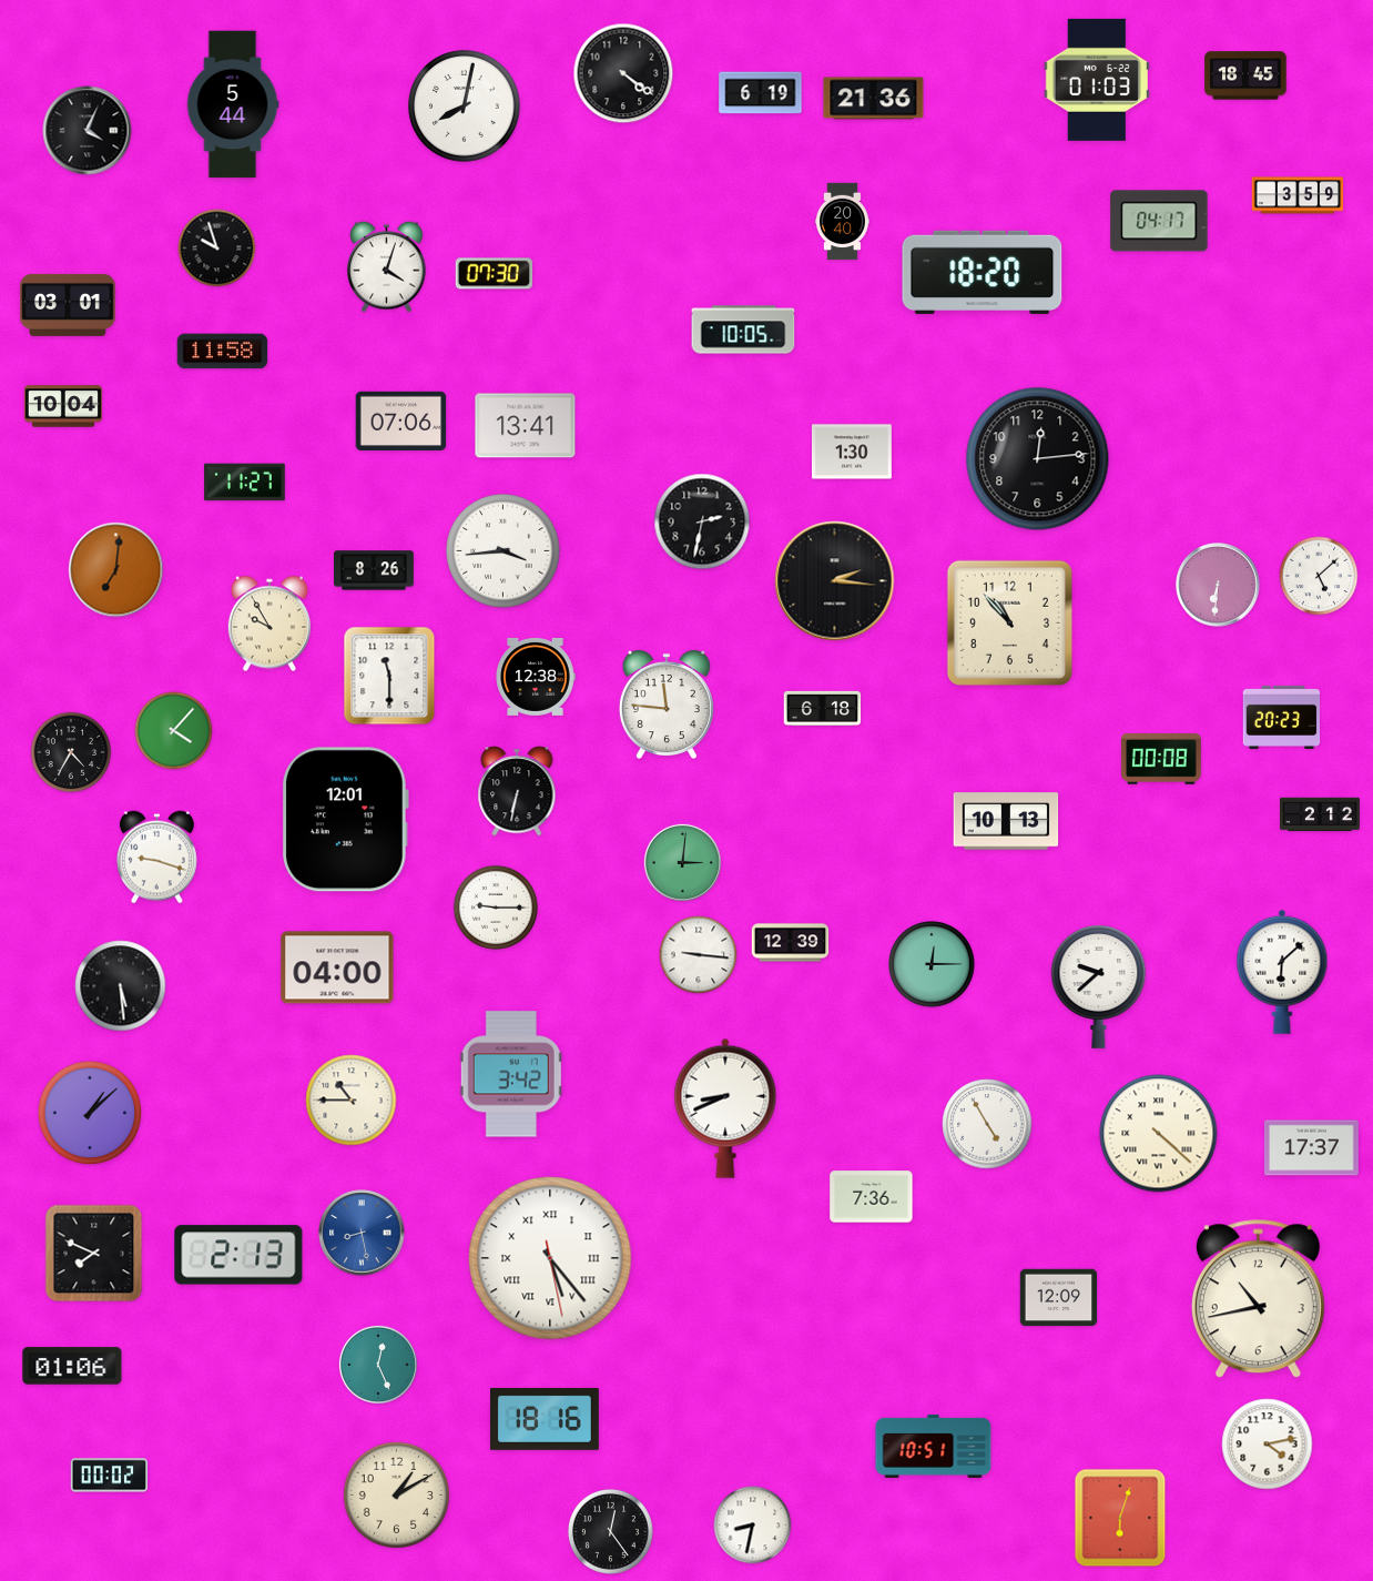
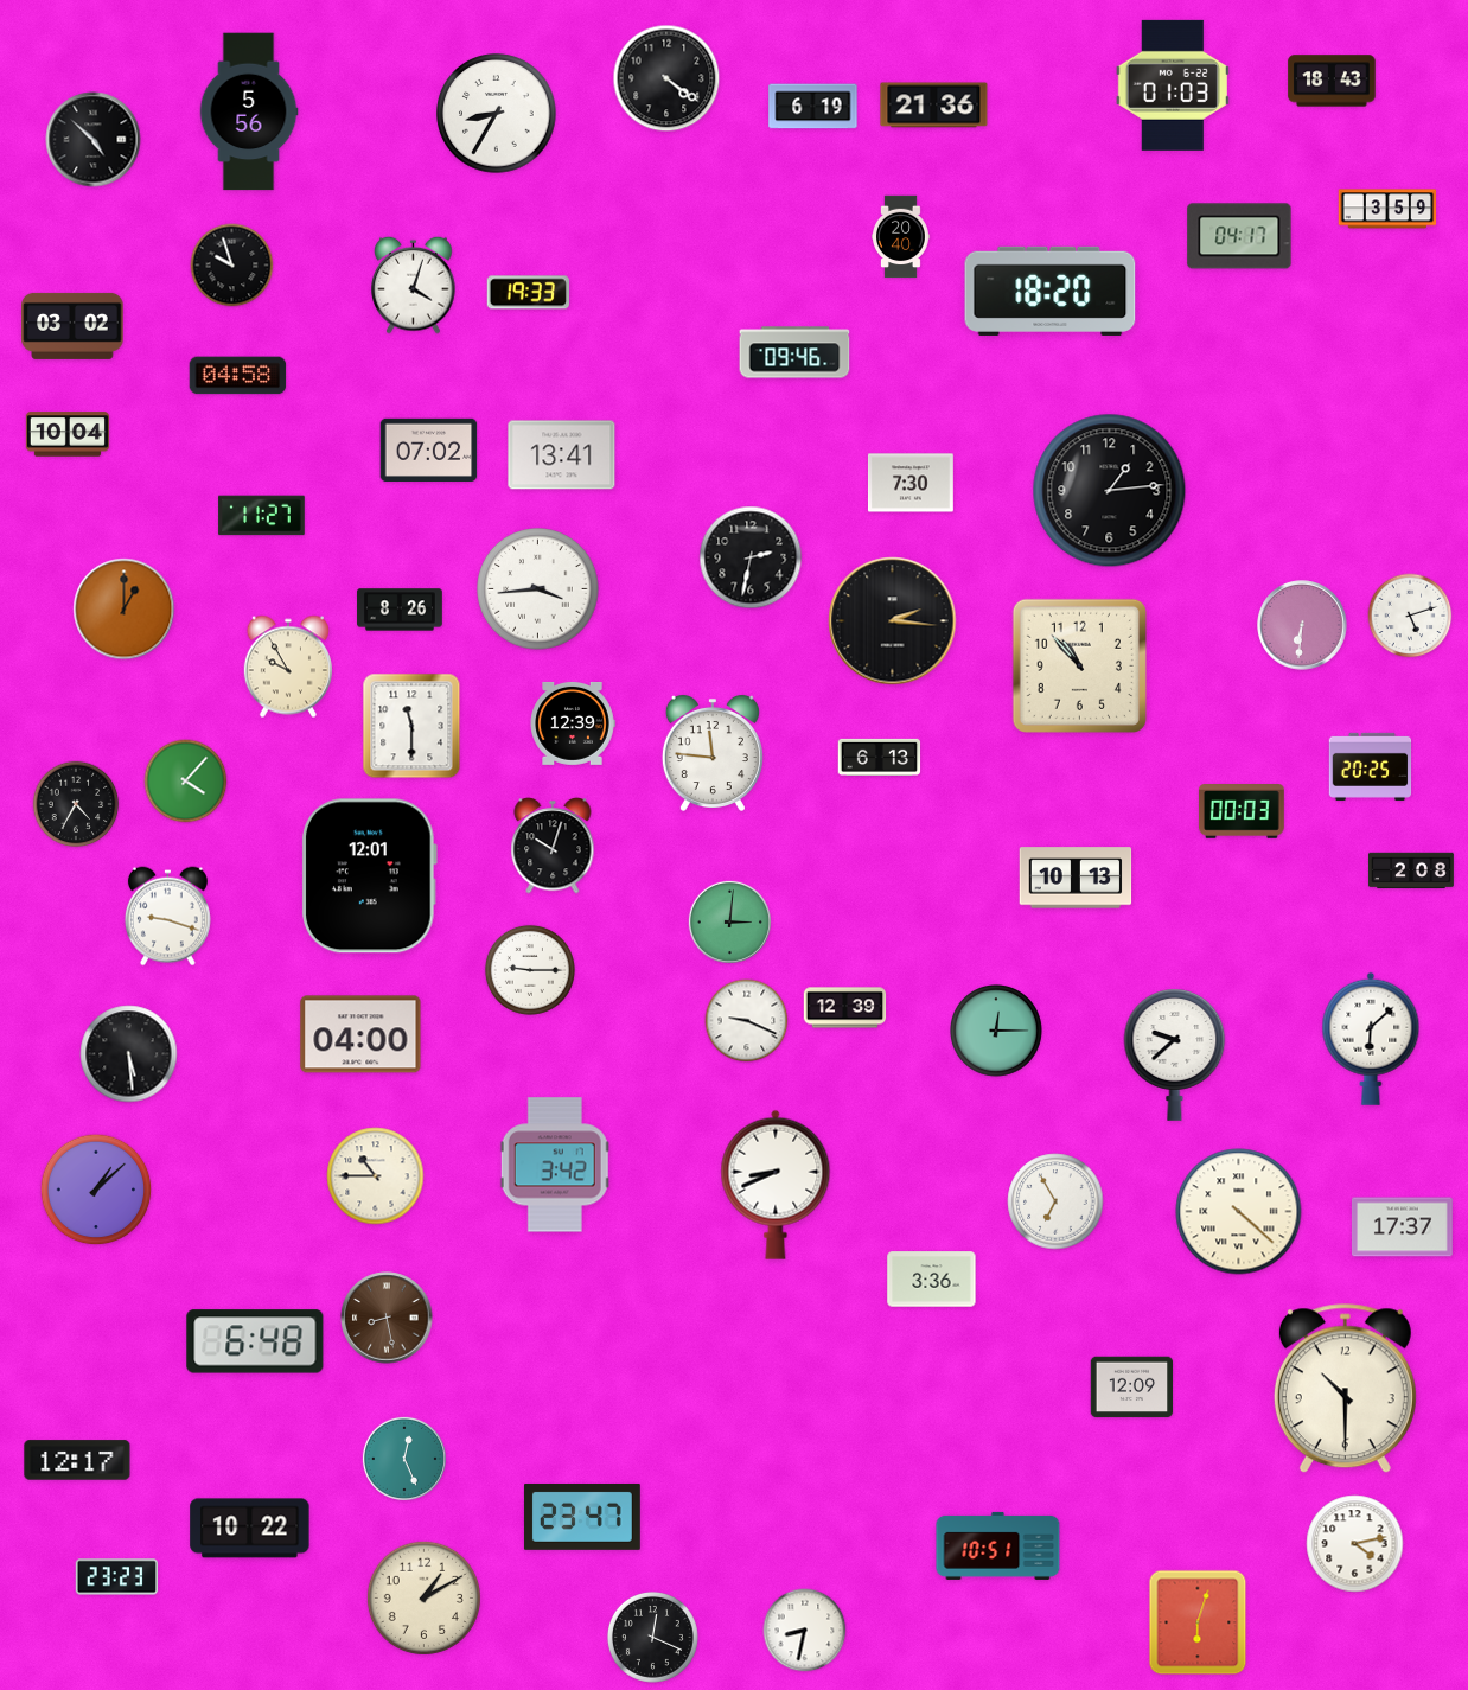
clock at (1245, 75): 18:45 -> 18:43
clock at (761, 93) position: (761, 93) -> (813, 107)
clock at (233, 104): 5:44 -> 5:56
clock at (465, 107): 8:02 -> 8:35
clock at (88, 131): 4:04 -> 4:52
clock at (494, 274): 07:30 -> 19:33
clock at (68, 305): 03:01 -> 03:02
clock at (743, 330): 10:05 -> 09:46
clock at (223, 352): 11:58 -> 04:58
clock at (401, 420): 07:06 -> 07:02
clock at (852, 452): 1:30 -> 7:30
clock at (1038, 459): 12:14 -> 1:14
clock at (116, 570): 7:01 -> 1:00
clock at (1319, 576): 5:08 -> 5:12
clock at (389, 676) position: (389, 676) -> (411, 726)
clock at (536, 677): 12:38 -> 12:39
clock at (823, 708): 6:18 -> 6:13
clock at (1282, 717): 20:23 -> 20:25
clock at (1161, 760): 00:08 -> 00:03
clock at (517, 791): 6:32 -> 10:03
clock at (1321, 814): 2:12 -> 2:08
clock at (699, 955): 9:16 -> 9:19
clock at (511, 1074) position: (511, 1074) -> (555, 1165)
clock at (987, 1124): 4:55 -> 6:55
clock at (872, 1197): 7:36 -> 3:36
clock at (362, 1233) dial: blue -> brown
clock at (94, 1254): 7:49 -> none
clock at (238, 1255): 2:13 -> 6:48
clock at (550, 1258): 5:23 -> none
clock at (1258, 1299): 10:43 -> 10:30
clock at (72, 1366): 01:06 -> 12:17
clock at (545, 1419): 18:16 -> 23:47
clock at (250, 1529): none -> 10:22
clock at (110, 1476): 00:02 -> 23:23
clock at (610, 1531): 12:24 -> 12:19
